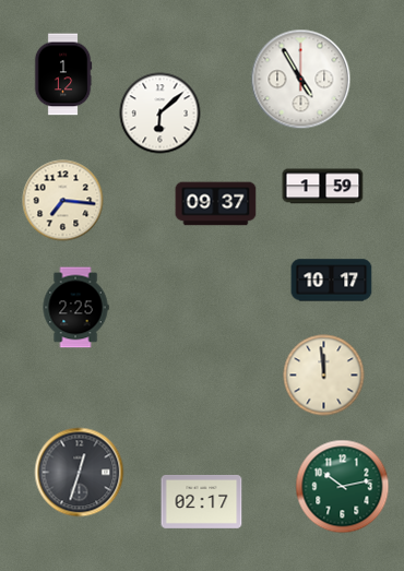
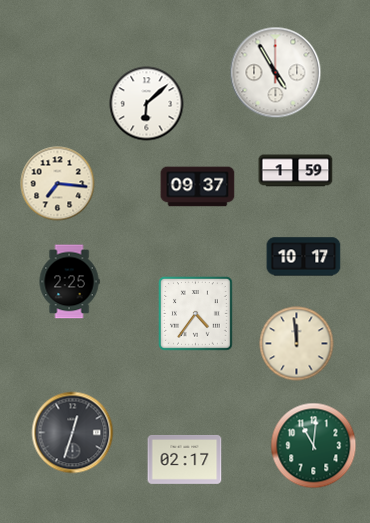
clock at (63, 74): 1:12 -> none
clock at (196, 314): none -> 4:36
clock at (343, 487): 10:13 -> 11:01
